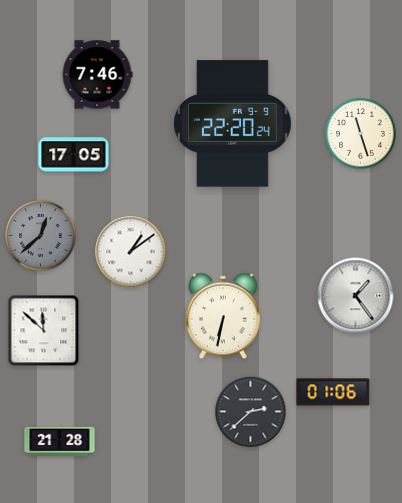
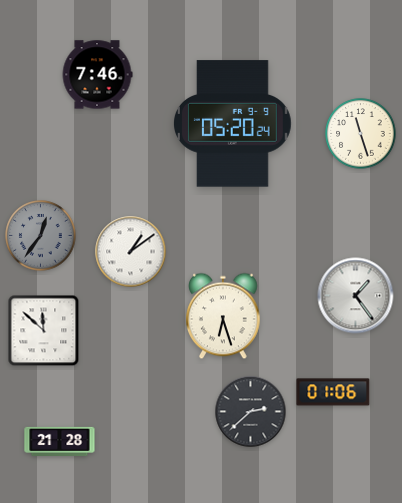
clock at (233, 124): 22:20 -> 05:20
clock at (74, 155): 17:05 -> none
clock at (41, 236): 12:38 -> 12:36
clock at (224, 316): 6:32 -> 6:27
